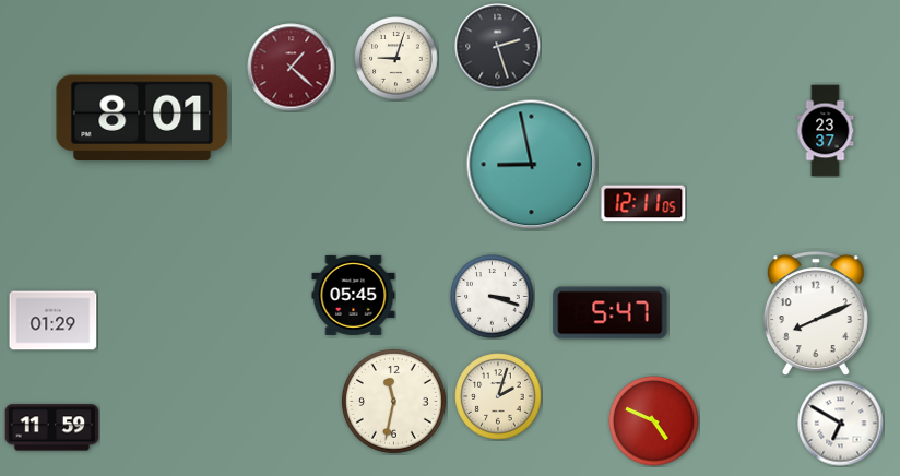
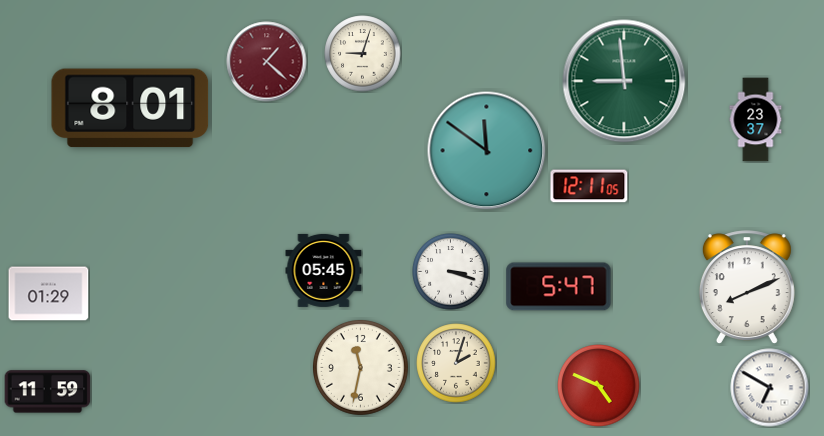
clock at (498, 47): 2:27 -> none
clock at (624, 81): none -> 8:59
clock at (532, 165): 8:58 -> 11:51
